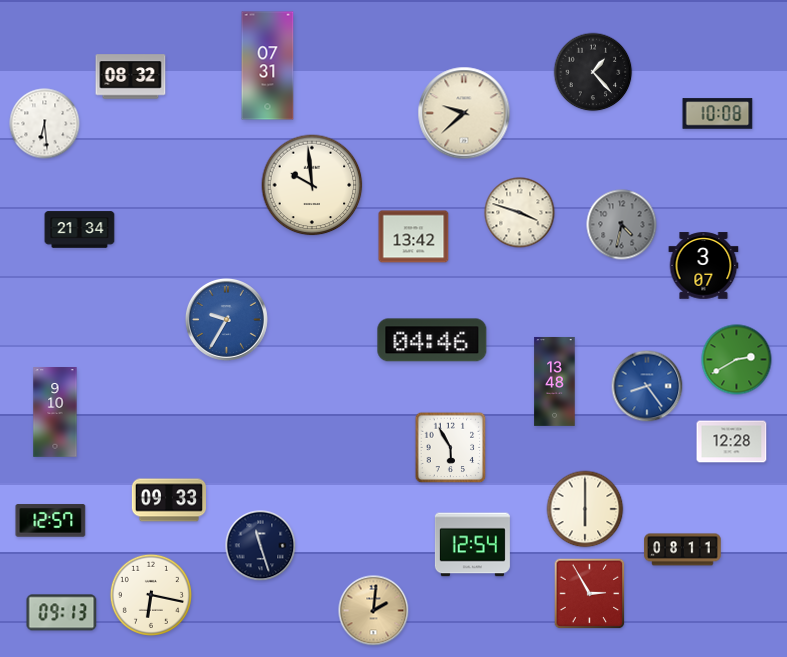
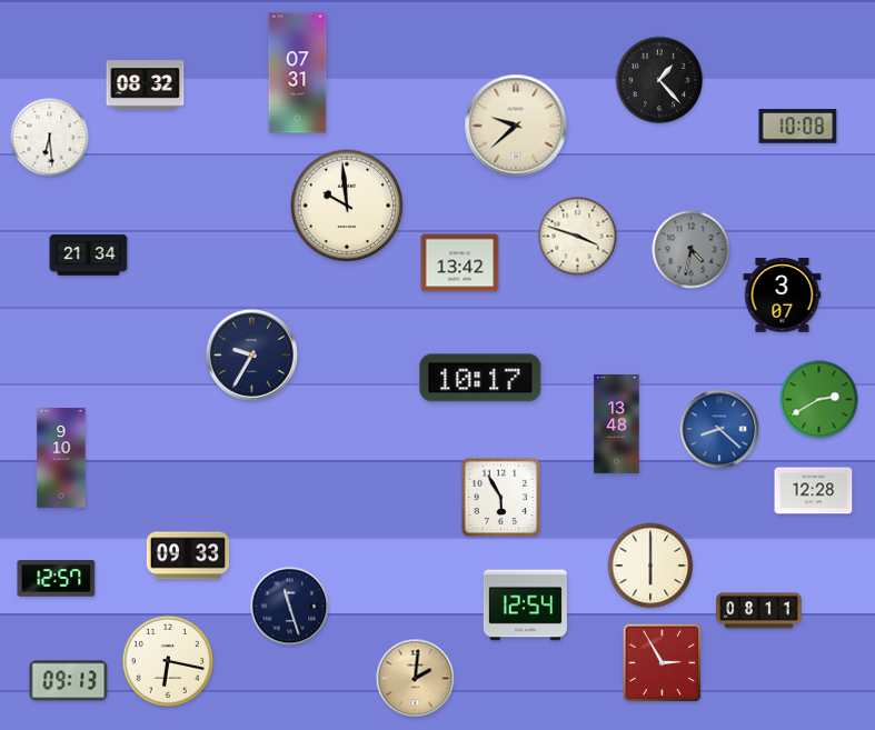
clock at (226, 319) dial: blue -> navy
clock at (432, 340): 04:46 -> 10:17
clock at (647, 386): 8:24 -> 8:22
clock at (590, 594) position: (590, 594) -> (663, 663)
